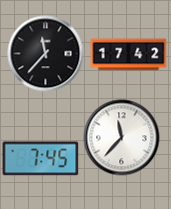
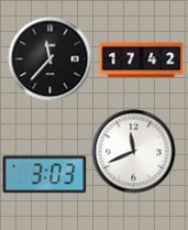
clock at (122, 138): 11:37 -> 11:41
clock at (41, 159): 7:45 -> 3:03
